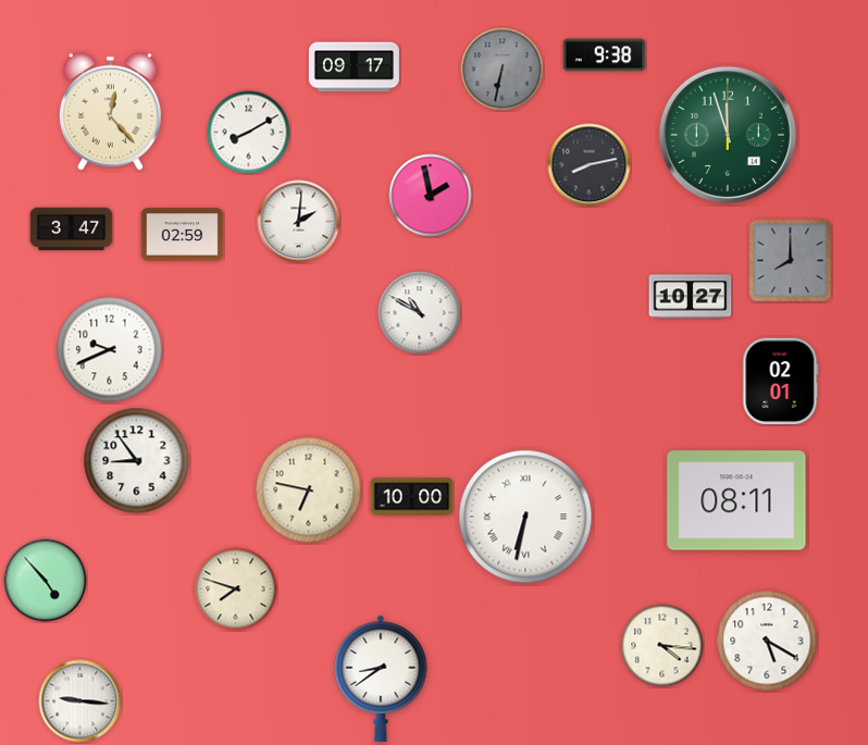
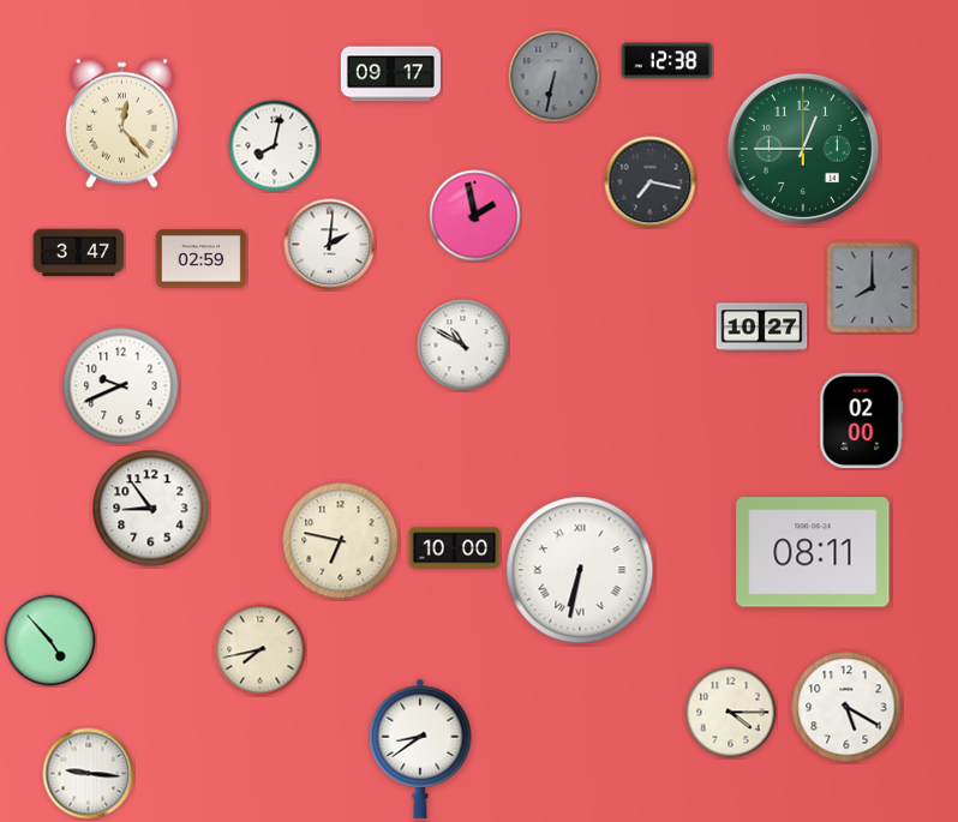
clock at (605, 55): 9:38 -> 12:38
clock at (249, 133): 8:10 -> 8:02
clock at (728, 135): 11:57 -> 12:45
clock at (590, 165): 8:13 -> 7:17
clock at (781, 382): 02:01 -> 02:00
clock at (236, 589): 7:48 -> 7:43
clock at (662, 646): 4:16 -> 4:15
